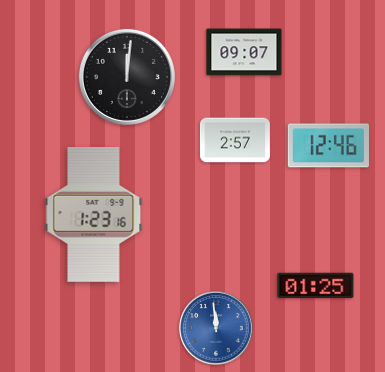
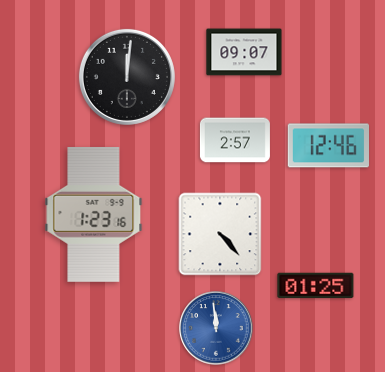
clock at (220, 234): none -> 4:23
